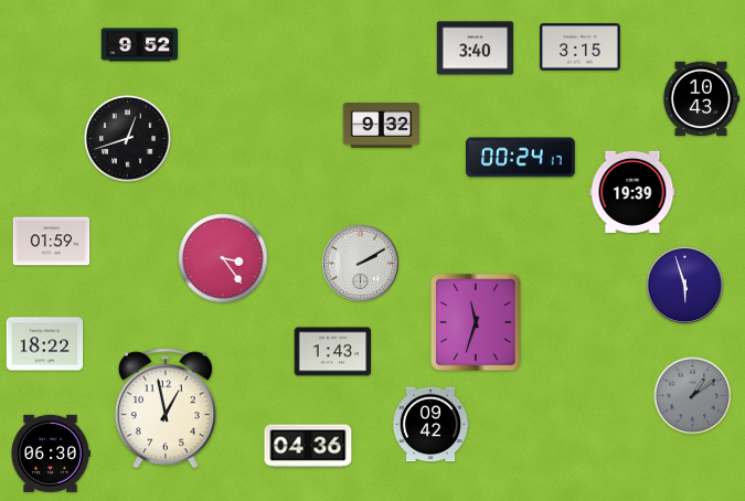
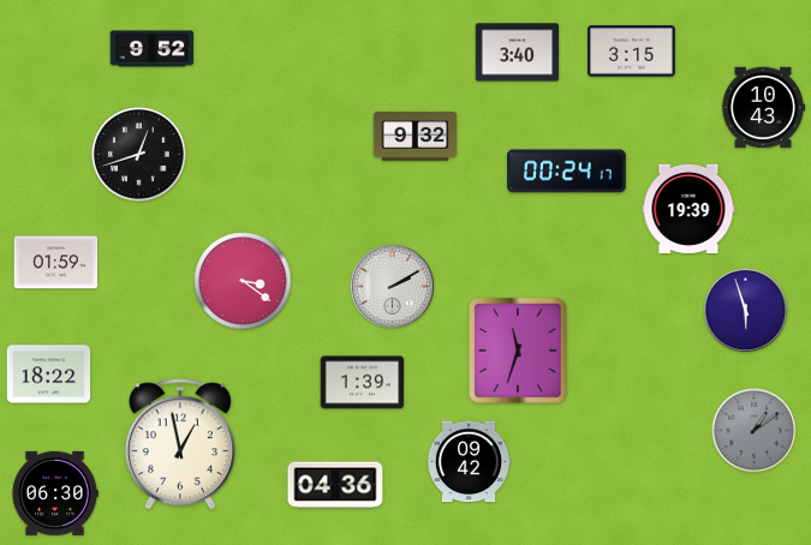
clock at (128, 139) position: (128, 139) -> (139, 155)
clock at (223, 258): 3:24 -> 3:21
clock at (333, 352): 1:43 -> 1:39
